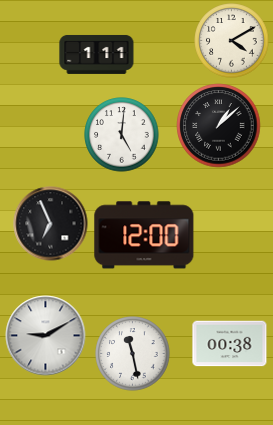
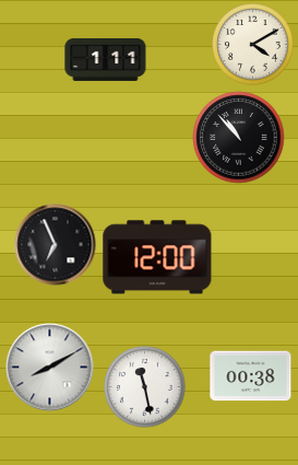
clock at (219, 126): 1:08 -> 10:53
clock at (122, 135): 5:01 -> none
clock at (46, 336): 9:10 -> 8:10
